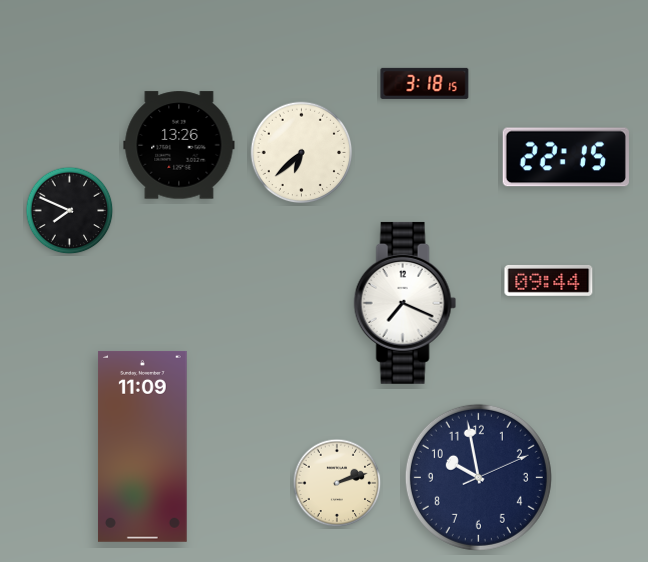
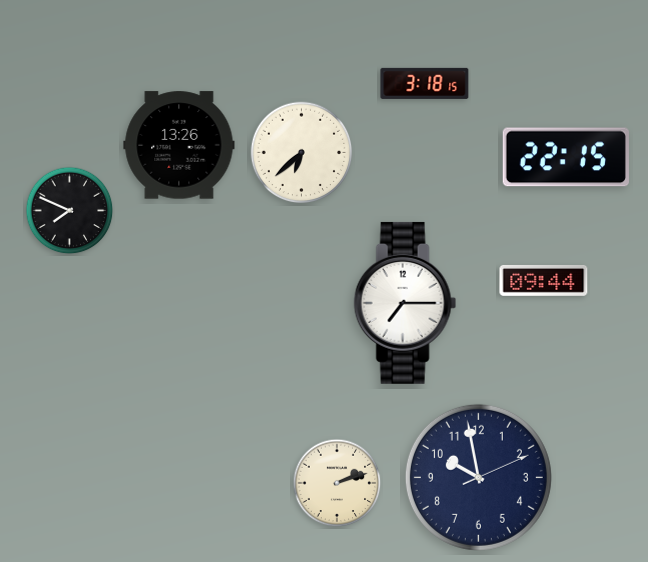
clock at (549, 280) position: (549, 280) -> (544, 280)
clock at (405, 303): 7:19 -> 7:15
clock at (143, 446): 11:09 -> none
